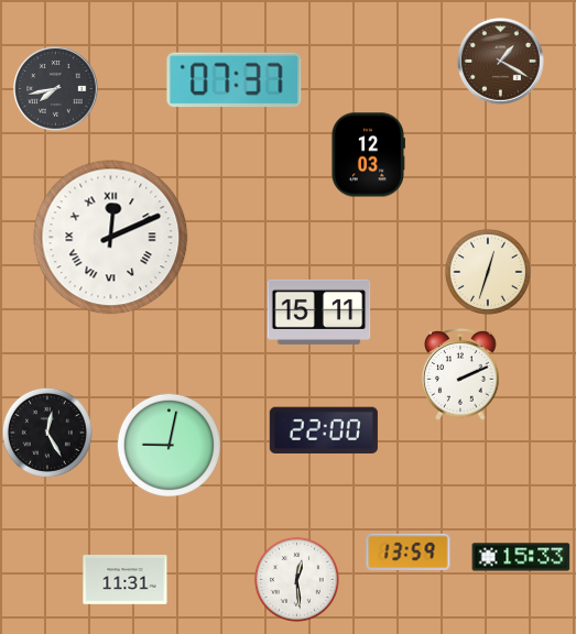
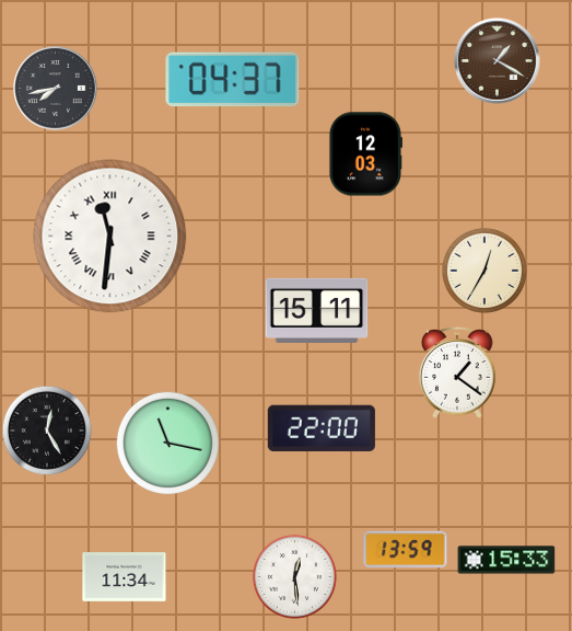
clock at (235, 80): 07:37 -> 04:37
clock at (111, 238): 12:11 -> 11:31
clock at (488, 272): 12:33 -> 12:35
clock at (460, 375): 2:11 -> 1:21
clock at (169, 445): 9:02 -> 11:17
clock at (521, 557) position: (521, 557) -> (506, 560)
clock at (126, 580): 11:31 -> 11:34
